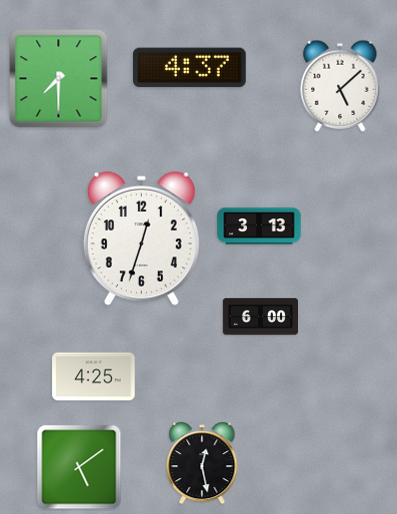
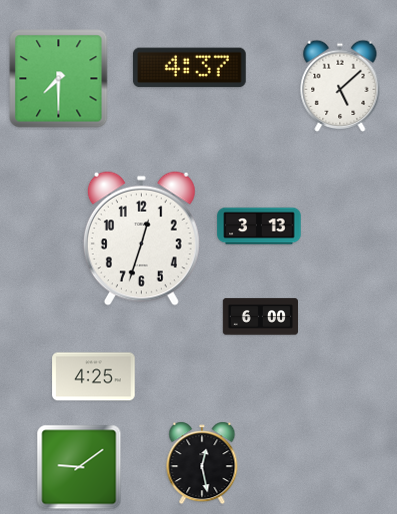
clock at (79, 467): 5:09 -> 9:09
